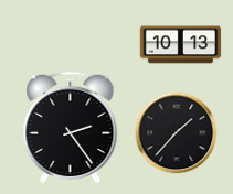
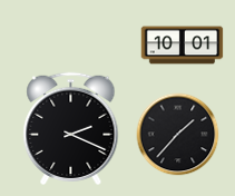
clock at (181, 45): 10:13 -> 10:01
clock at (71, 128): 2:24 -> 2:19
